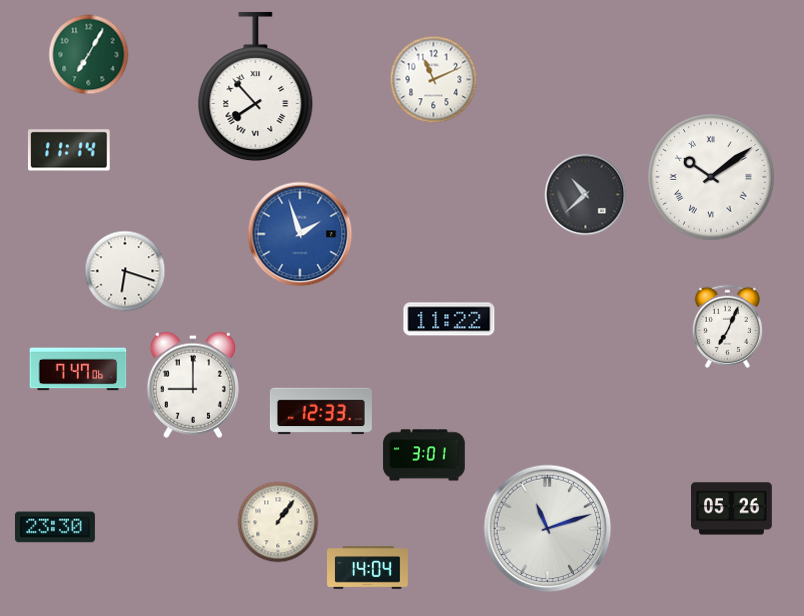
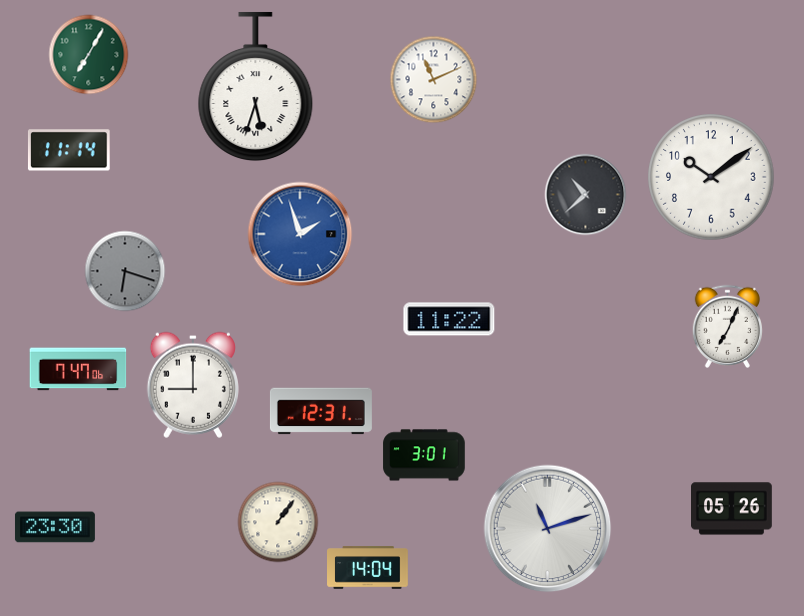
clock at (256, 86): 7:53 -> 5:33
clock at (711, 177) numerals: Roman -> Arabic
clock at (125, 271) dial: white -> grey
clock at (321, 411): 12:33 -> 12:31
